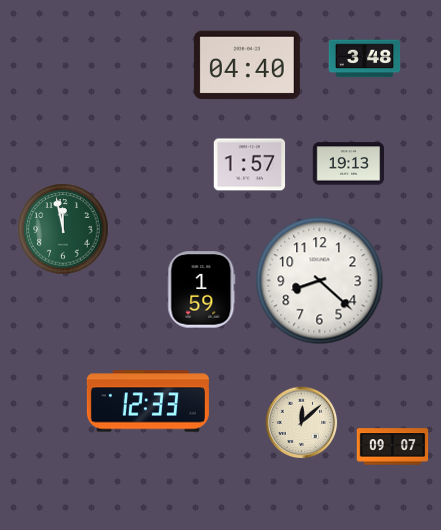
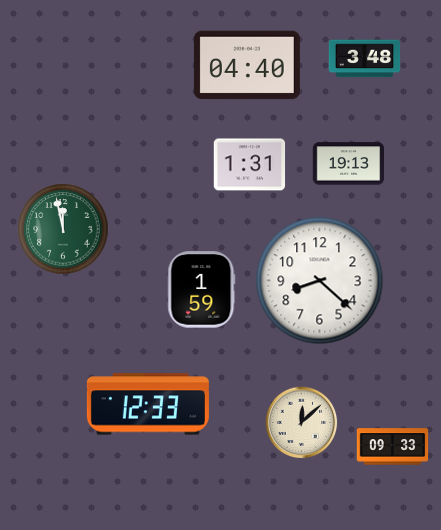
clock at (250, 165): 1:57 -> 1:31
clock at (148, 401) position: (148, 401) -> (148, 404)
clock at (393, 447): 09:07 -> 09:33
